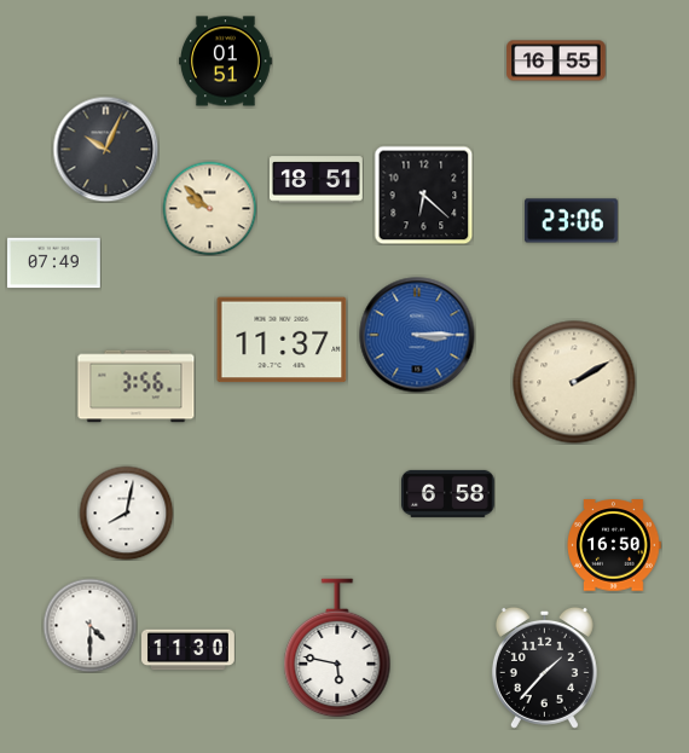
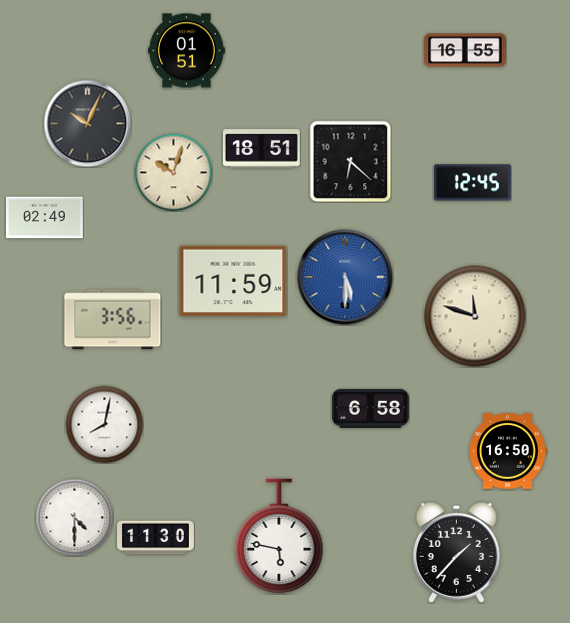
clock at (556, 60) position: (556, 60) -> (465, 50)
clock at (209, 208): 9:52 -> 10:03
clock at (572, 221): 23:06 -> 12:45
clock at (54, 263): 07:49 -> 02:49
clock at (417, 335): 3:15 -> 5:30
clock at (282, 340): 11:37 -> 11:59
clock at (574, 382): 2:10 -> 11:48
clock at (544, 667) position: (544, 667) -> (456, 552)
